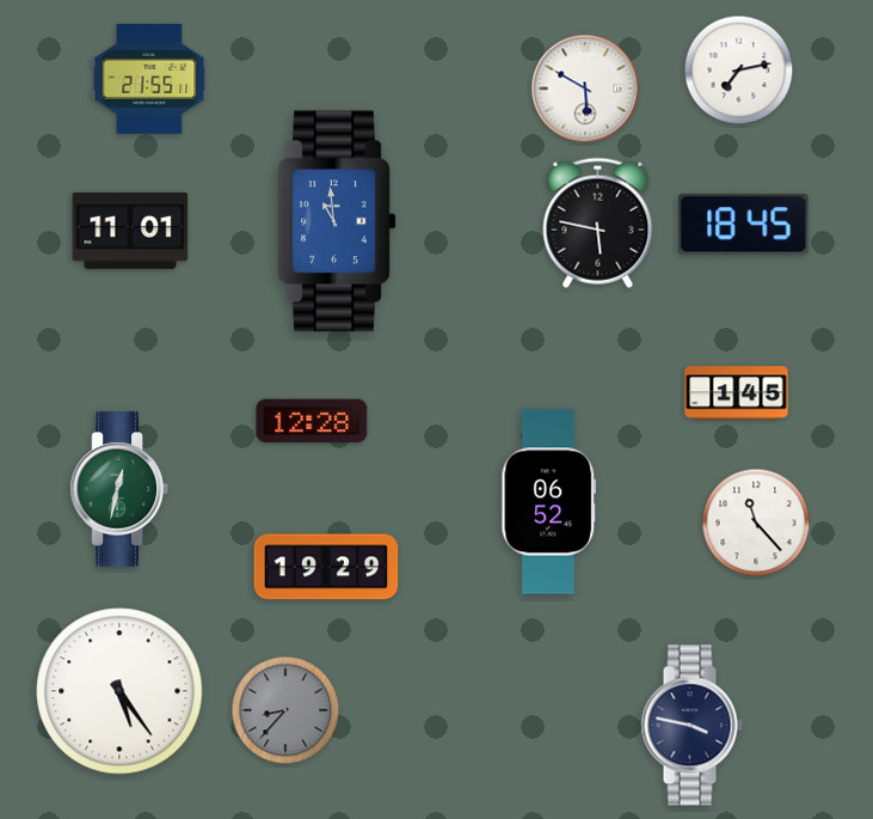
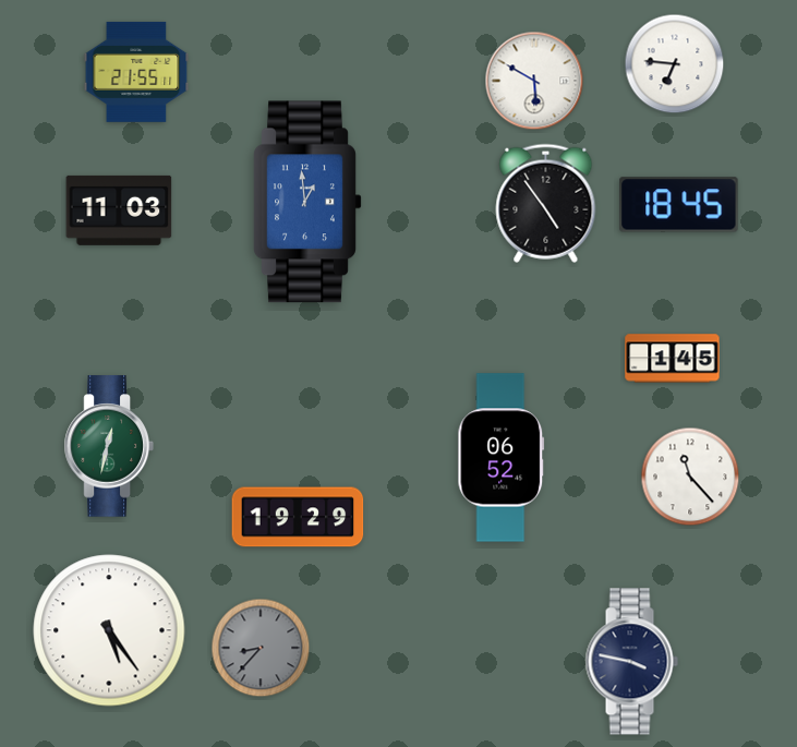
clock at (739, 71): 7:13 -> 6:46
clock at (337, 221): 10:59 -> 12:59
clock at (598, 222): 5:47 -> 4:54
clock at (130, 231): 11:01 -> 11:03
clock at (312, 421): 12:28 -> none
